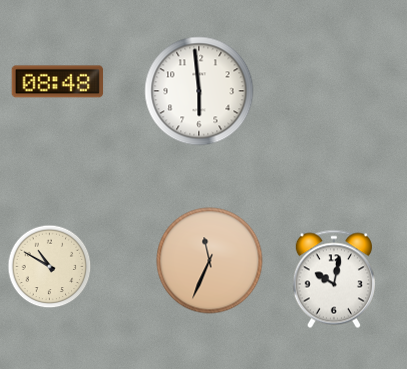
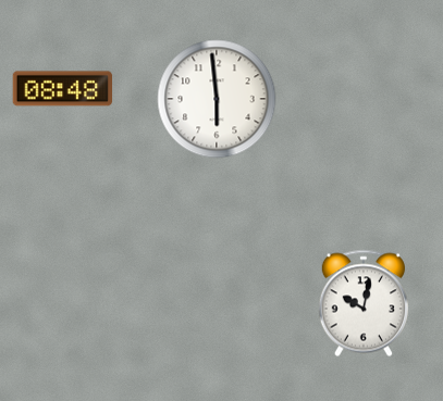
clock at (210, 261): 11:34 -> none
clock at (50, 267): 10:50 -> none
